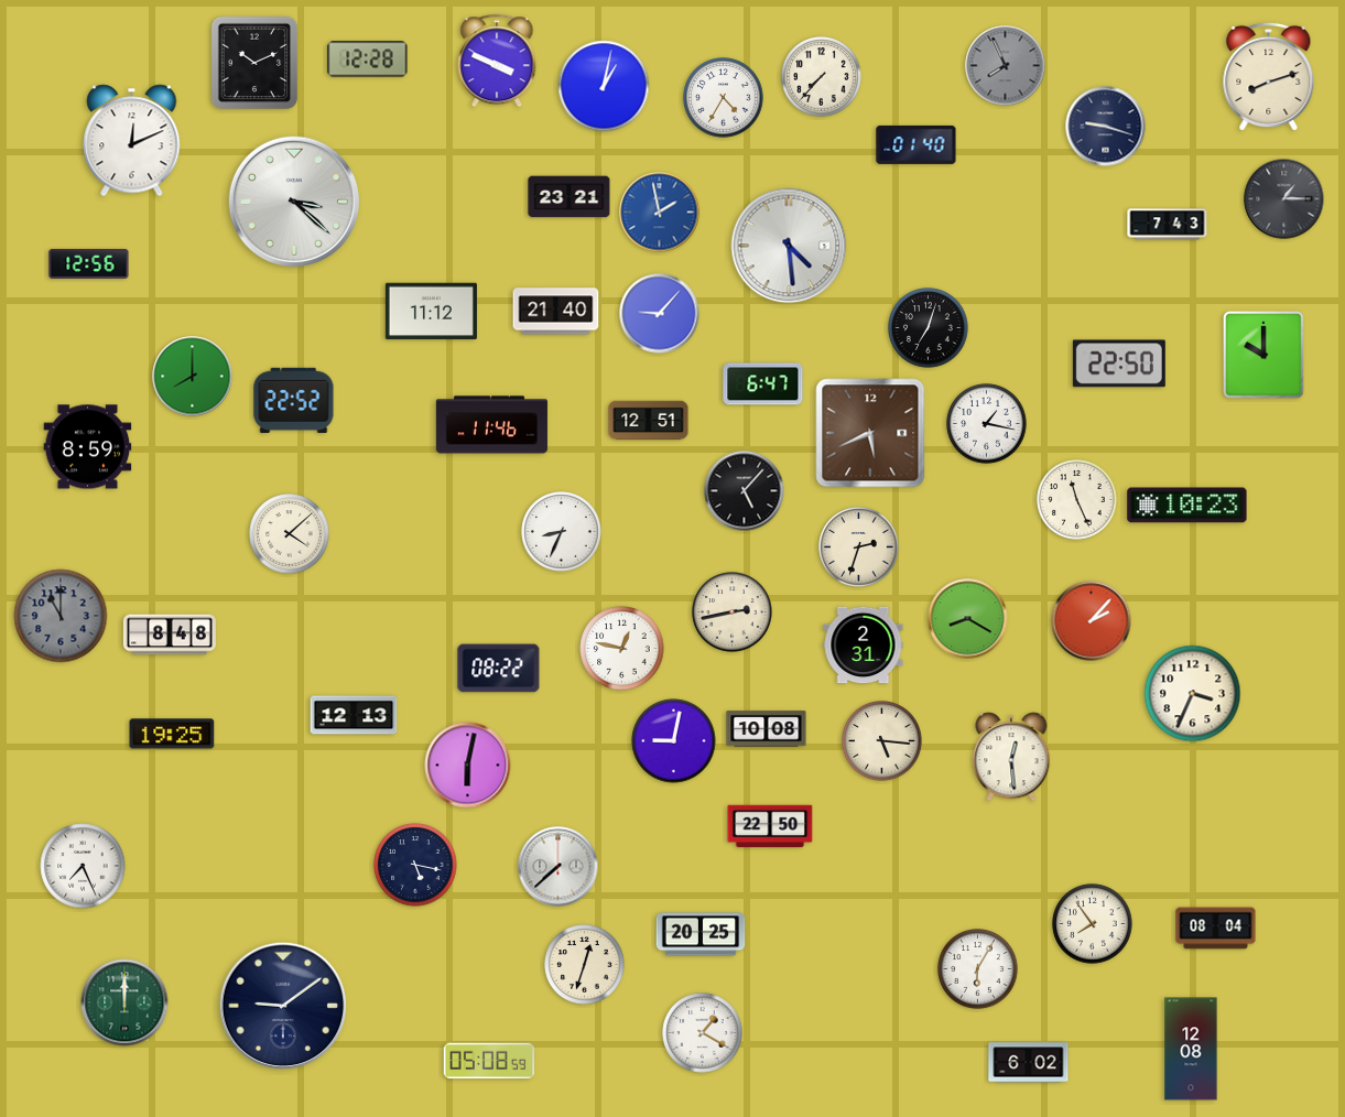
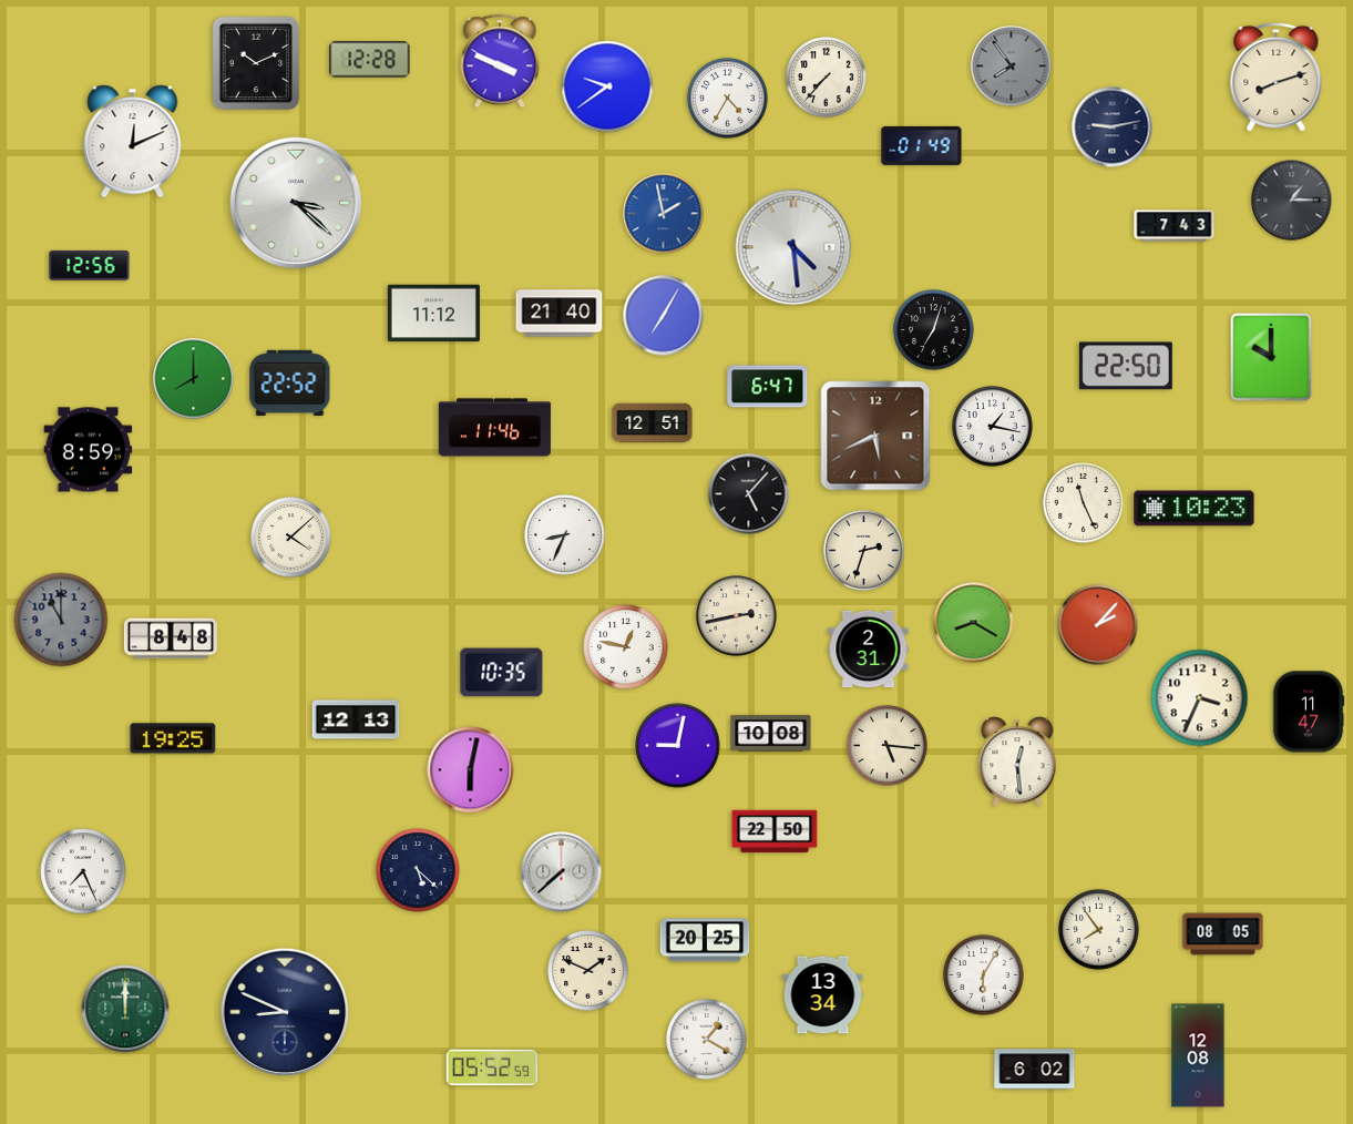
clock at (1006, 66): 7:56 -> 7:54
clock at (604, 86): 1:02 -> 9:39
clock at (1106, 127): 9:18 -> 9:13
clock at (916, 144): 01:40 -> 01:49
clock at (570, 197): 23:21 -> none
clock at (660, 314): 9:07 -> 7:05
clock at (294, 400) position: (294, 400) -> (290, 382)
clock at (622, 649) position: (622, 649) -> (626, 647)
clock at (499, 669): 08:22 -> 10:35
clock at (1309, 712): none -> 11:47
clock at (415, 865): 5:17 -> 5:22
clock at (1216, 929): 08:04 -> 08:05
clock at (585, 965): 12:33 -> 1:49
clock at (823, 995): none -> 13:34
clock at (283, 1006): 9:09 -> 8:49
clock at (489, 1061): 05:08 -> 05:52
